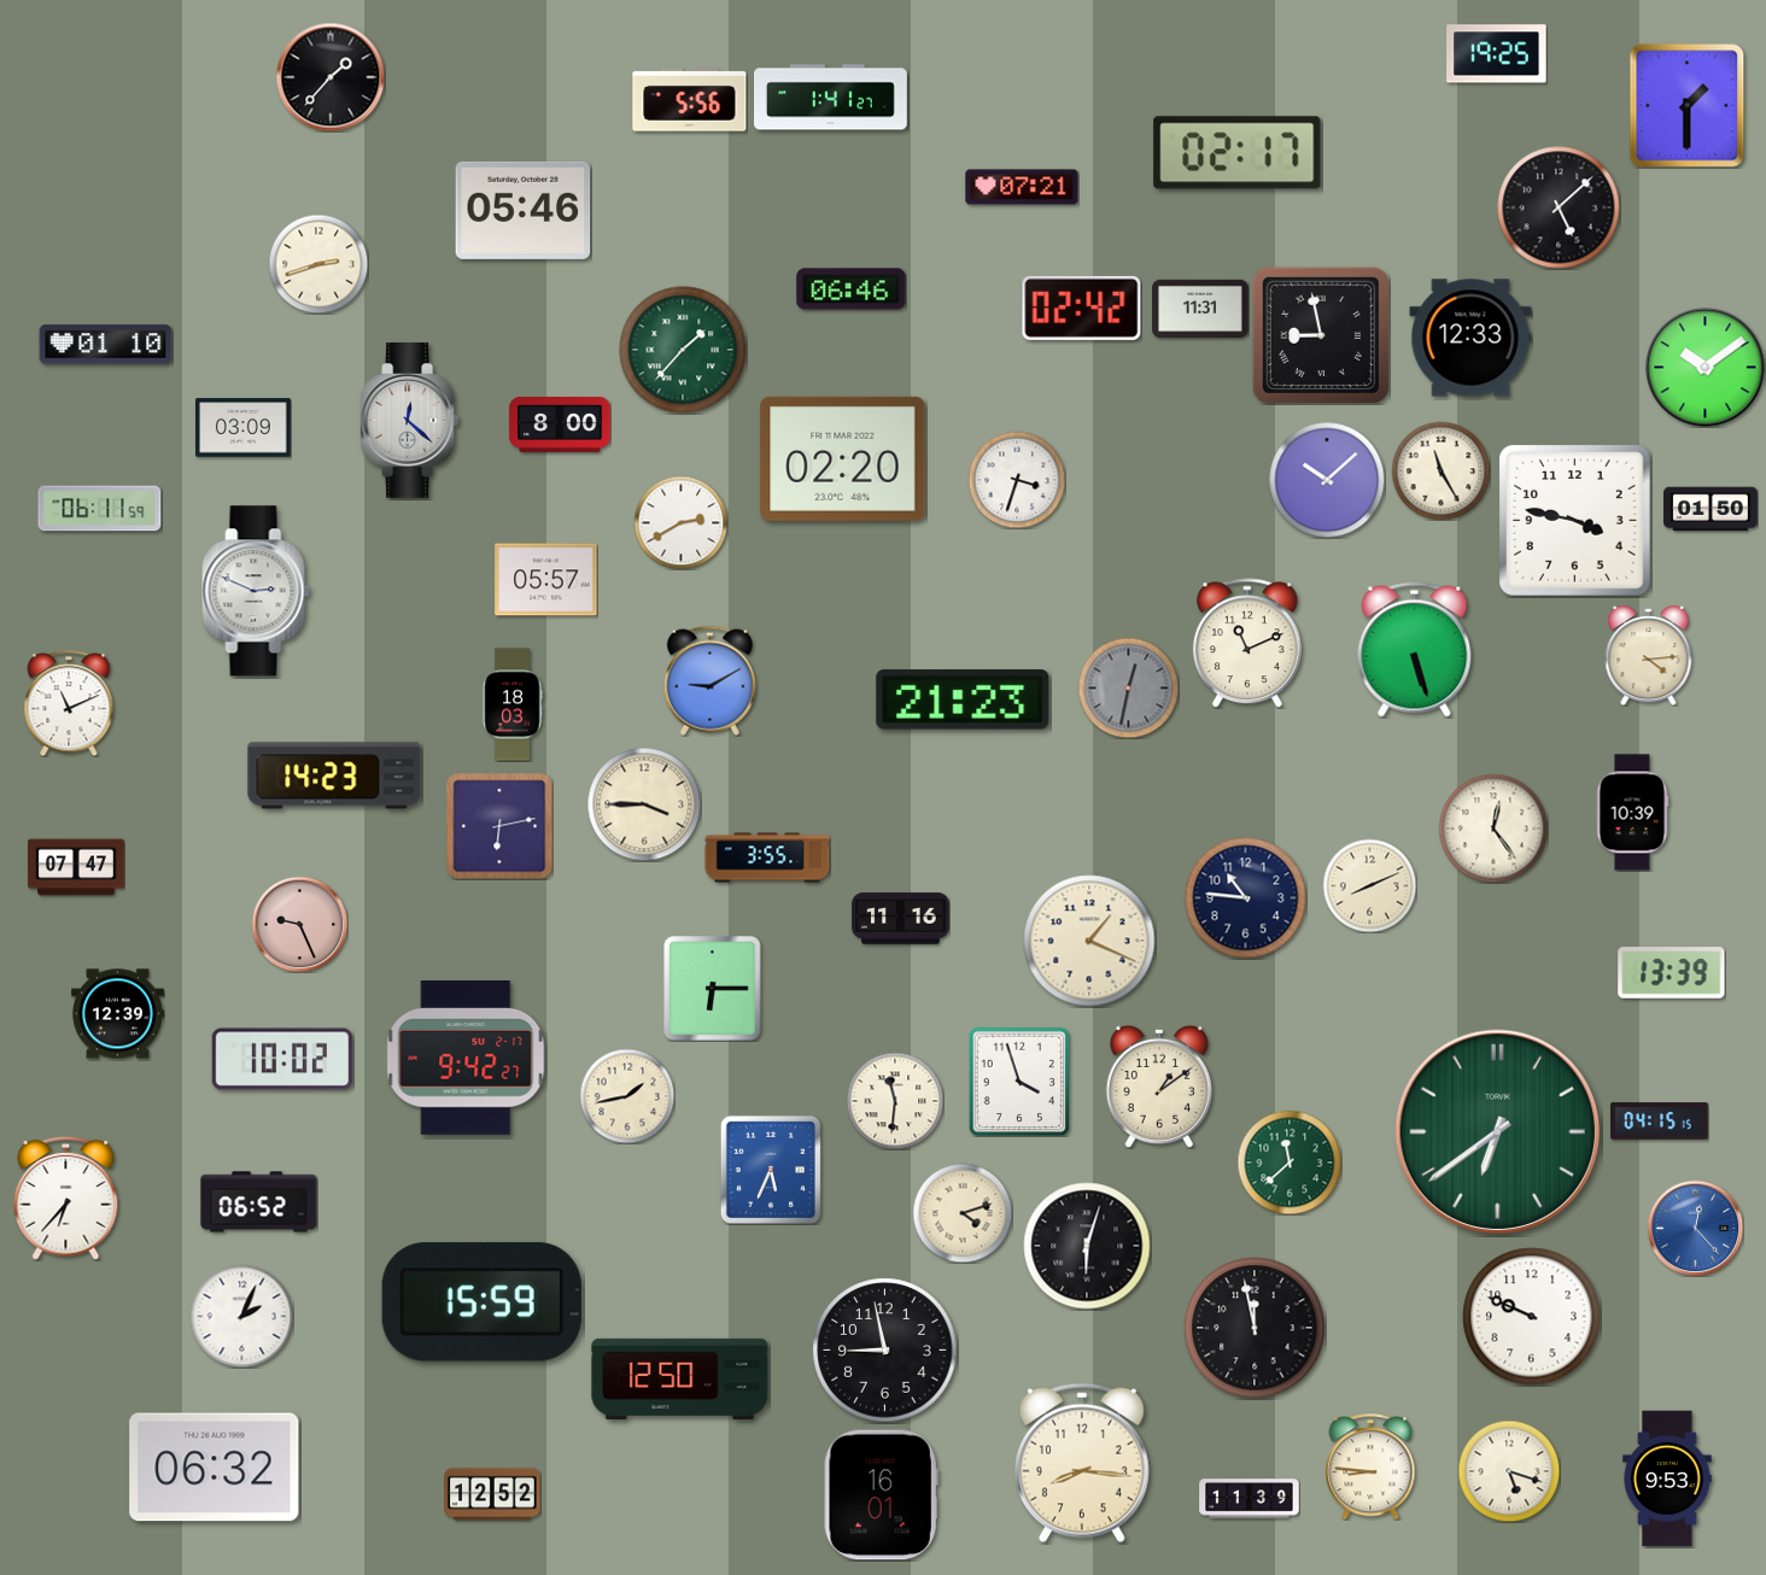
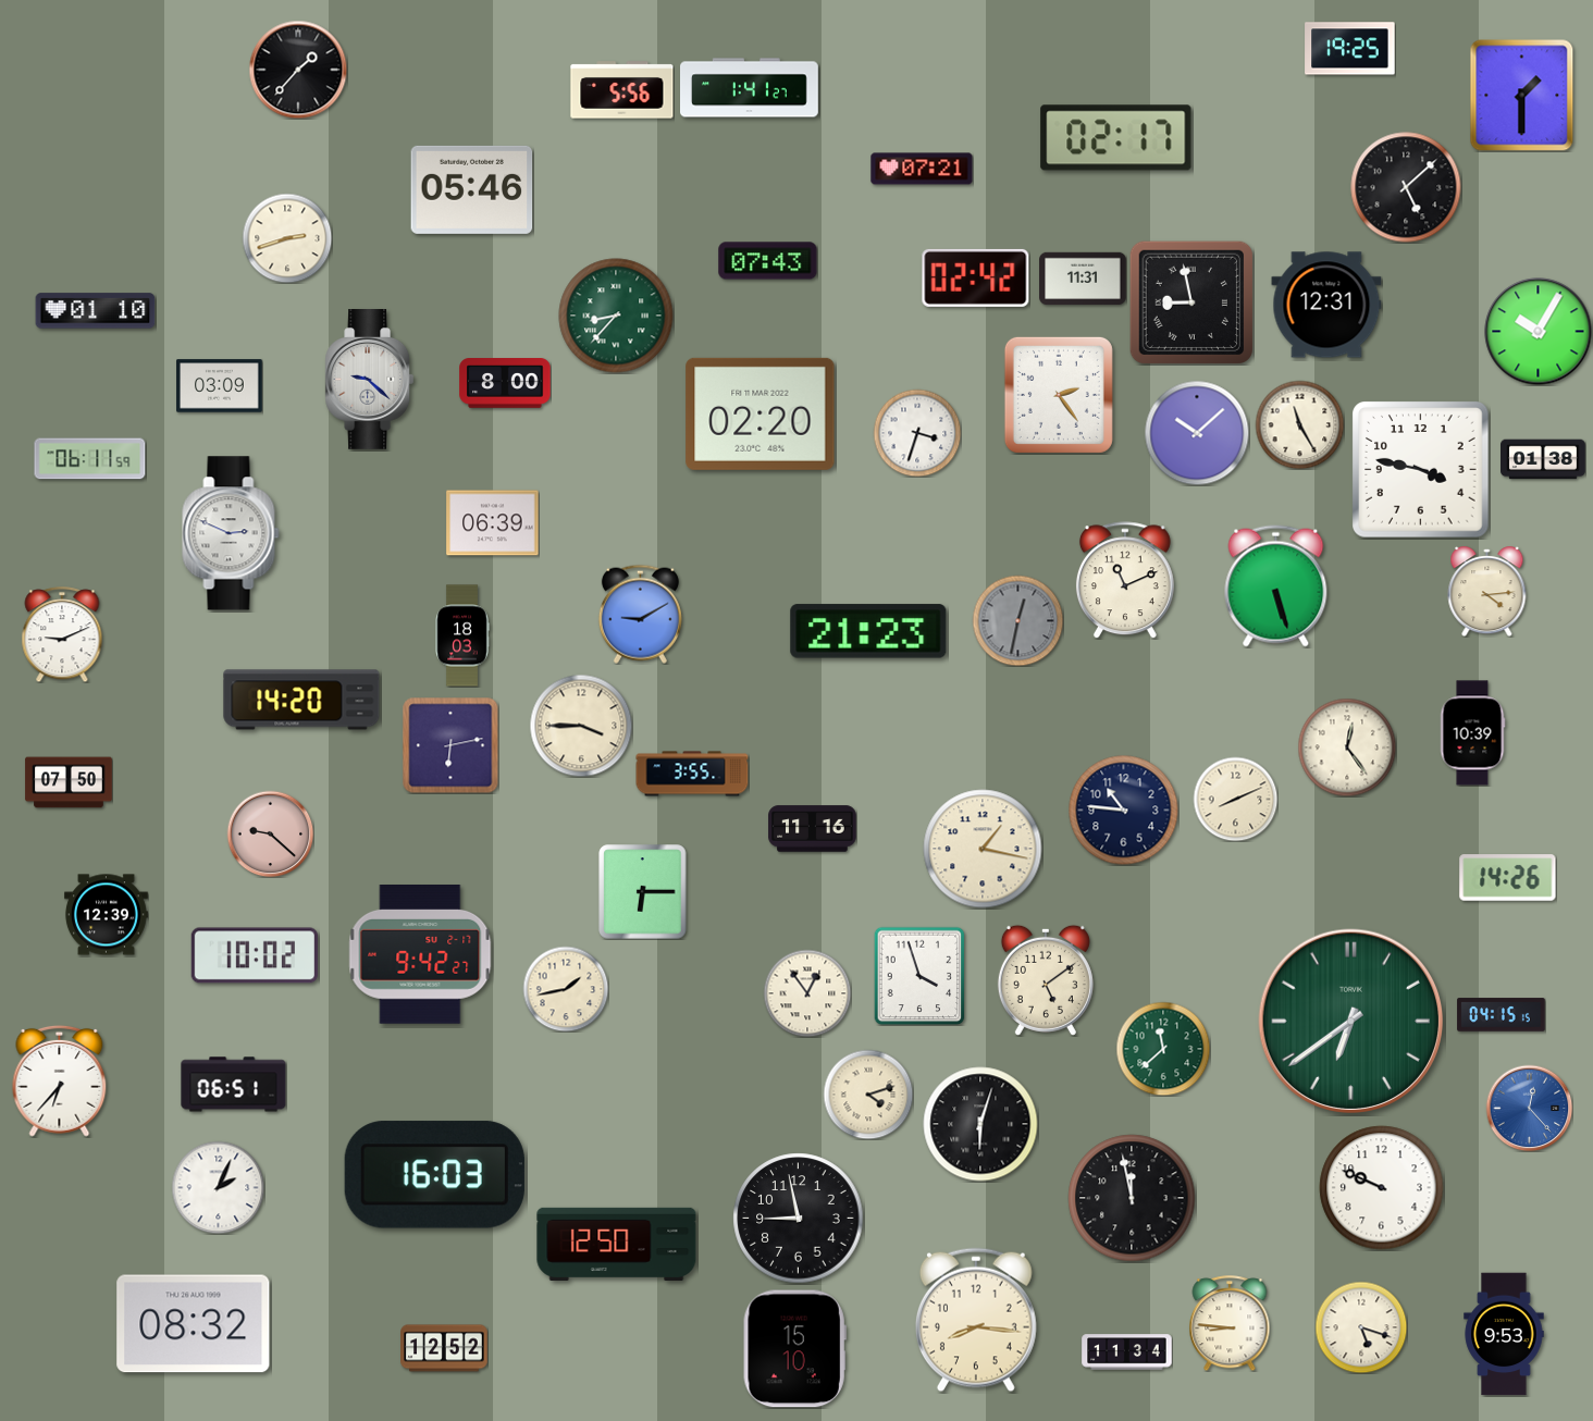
clock at (852, 289): 06:46 -> 07:43
clock at (1470, 338): 12:33 -> 12:31
clock at (683, 350): 1:37 -> 8:37
clock at (1706, 368): 10:09 -> 10:05
clock at (410, 421): 12:22 -> 9:22
clock at (1059, 395): none -> 2:24
clock at (1712, 509): 01:50 -> 01:38
clock at (680, 522): 2:40 -> none
clock at (546, 580): 05:57 -> 06:39
clock at (69, 703): 11:11 -> 9:11
clock at (334, 775): 14:23 -> 14:20
clock at (76, 867): 07:47 -> 07:50
clock at (299, 924): 9:26 -> 9:22
clock at (1089, 941): 1:19 -> 1:17
clock at (1672, 973): 13:39 -> 14:26
clock at (1159, 1087): 1:09 -> 5:09
clock at (895, 1101): 11:31 -> 12:54
clock at (1660, 1122) position: (1660, 1122) -> (1502, 1015)
clock at (771, 1170): 5:34 -> none
clock at (259, 1202): 06:52 -> 06:51
clock at (481, 1302): 15:59 -> 16:03
clock at (680, 1378) position: (680, 1378) -> (617, 1244)
clock at (1370, 1466) position: (1370, 1466) -> (1230, 1323)
clock at (215, 1468): 06:32 -> 08:32
clock at (881, 1495): 16:01 -> 15:10
clock at (1250, 1499): 11:39 -> 11:34
